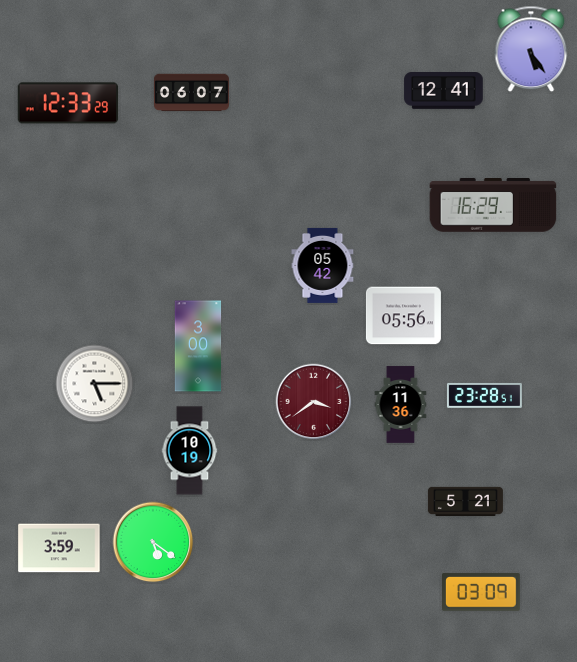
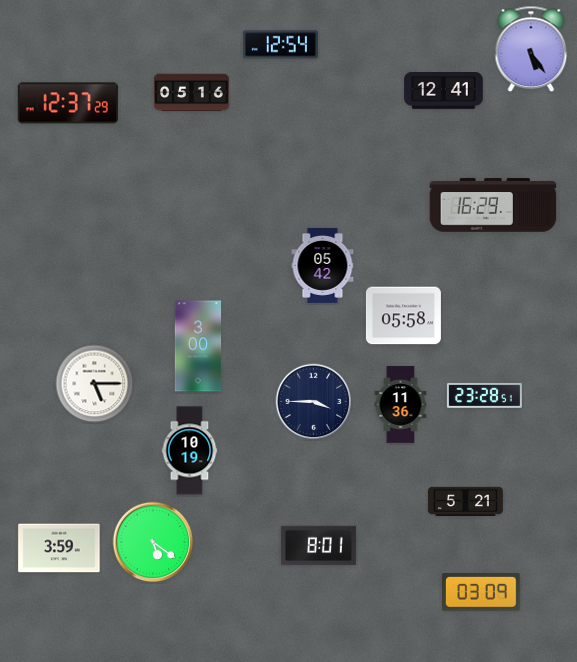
clock at (280, 45): none -> 12:54
clock at (191, 93): 06:07 -> 05:16
clock at (68, 103): 12:33 -> 12:37
clock at (403, 316): 05:56 -> 05:58
clock at (314, 402): 3:39 -> 3:45
clock at (314, 402) dial: burgundy -> navy
clock at (318, 546): none -> 8:01
